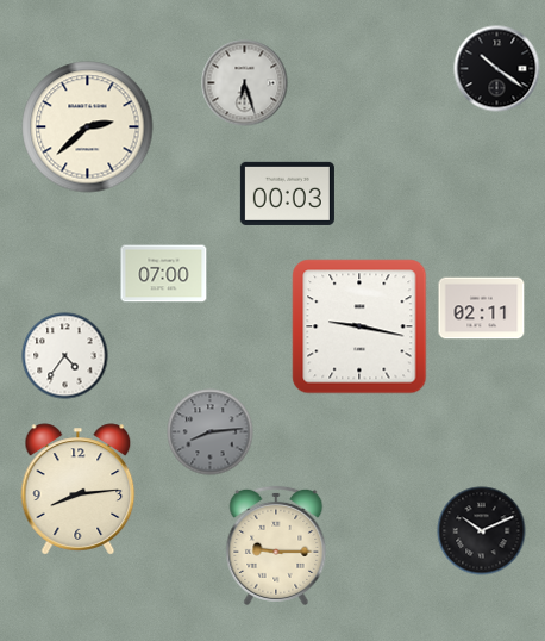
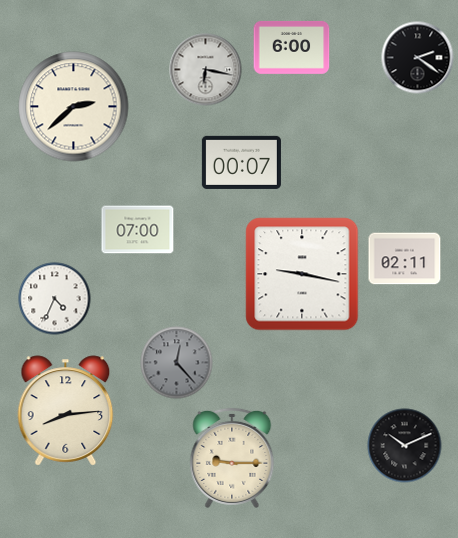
clock at (292, 47): none -> 6:00
clock at (497, 69): 10:21 -> 2:21
clock at (245, 83): 6:27 -> 6:17
clock at (287, 193): 00:03 -> 00:07
clock at (65, 356): 4:36 -> 4:34
clock at (211, 432): 8:14 -> 12:23
